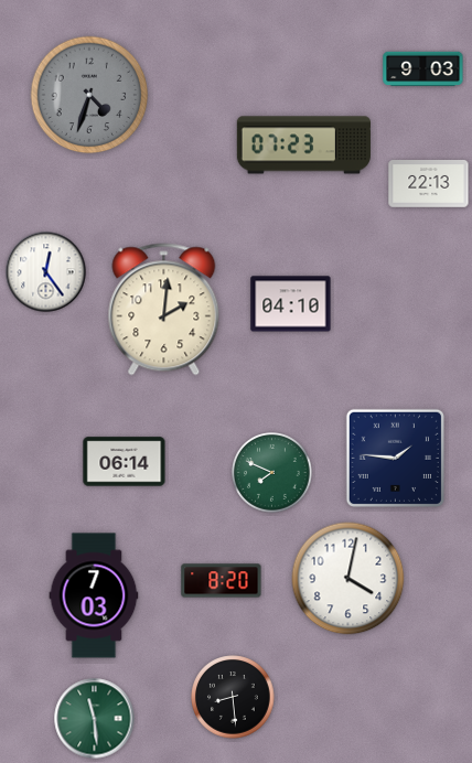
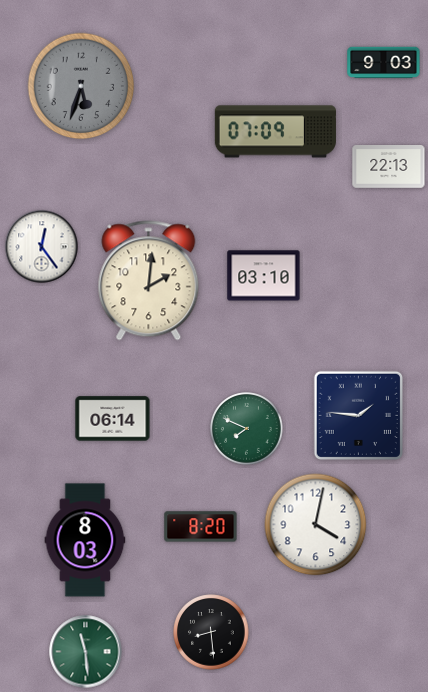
clock at (89, 95): 4:33 -> 5:33
clock at (303, 146): 07:23 -> 07:09
clock at (291, 304): 04:10 -> 03:10
clock at (94, 595): 7:03 -> 8:03
